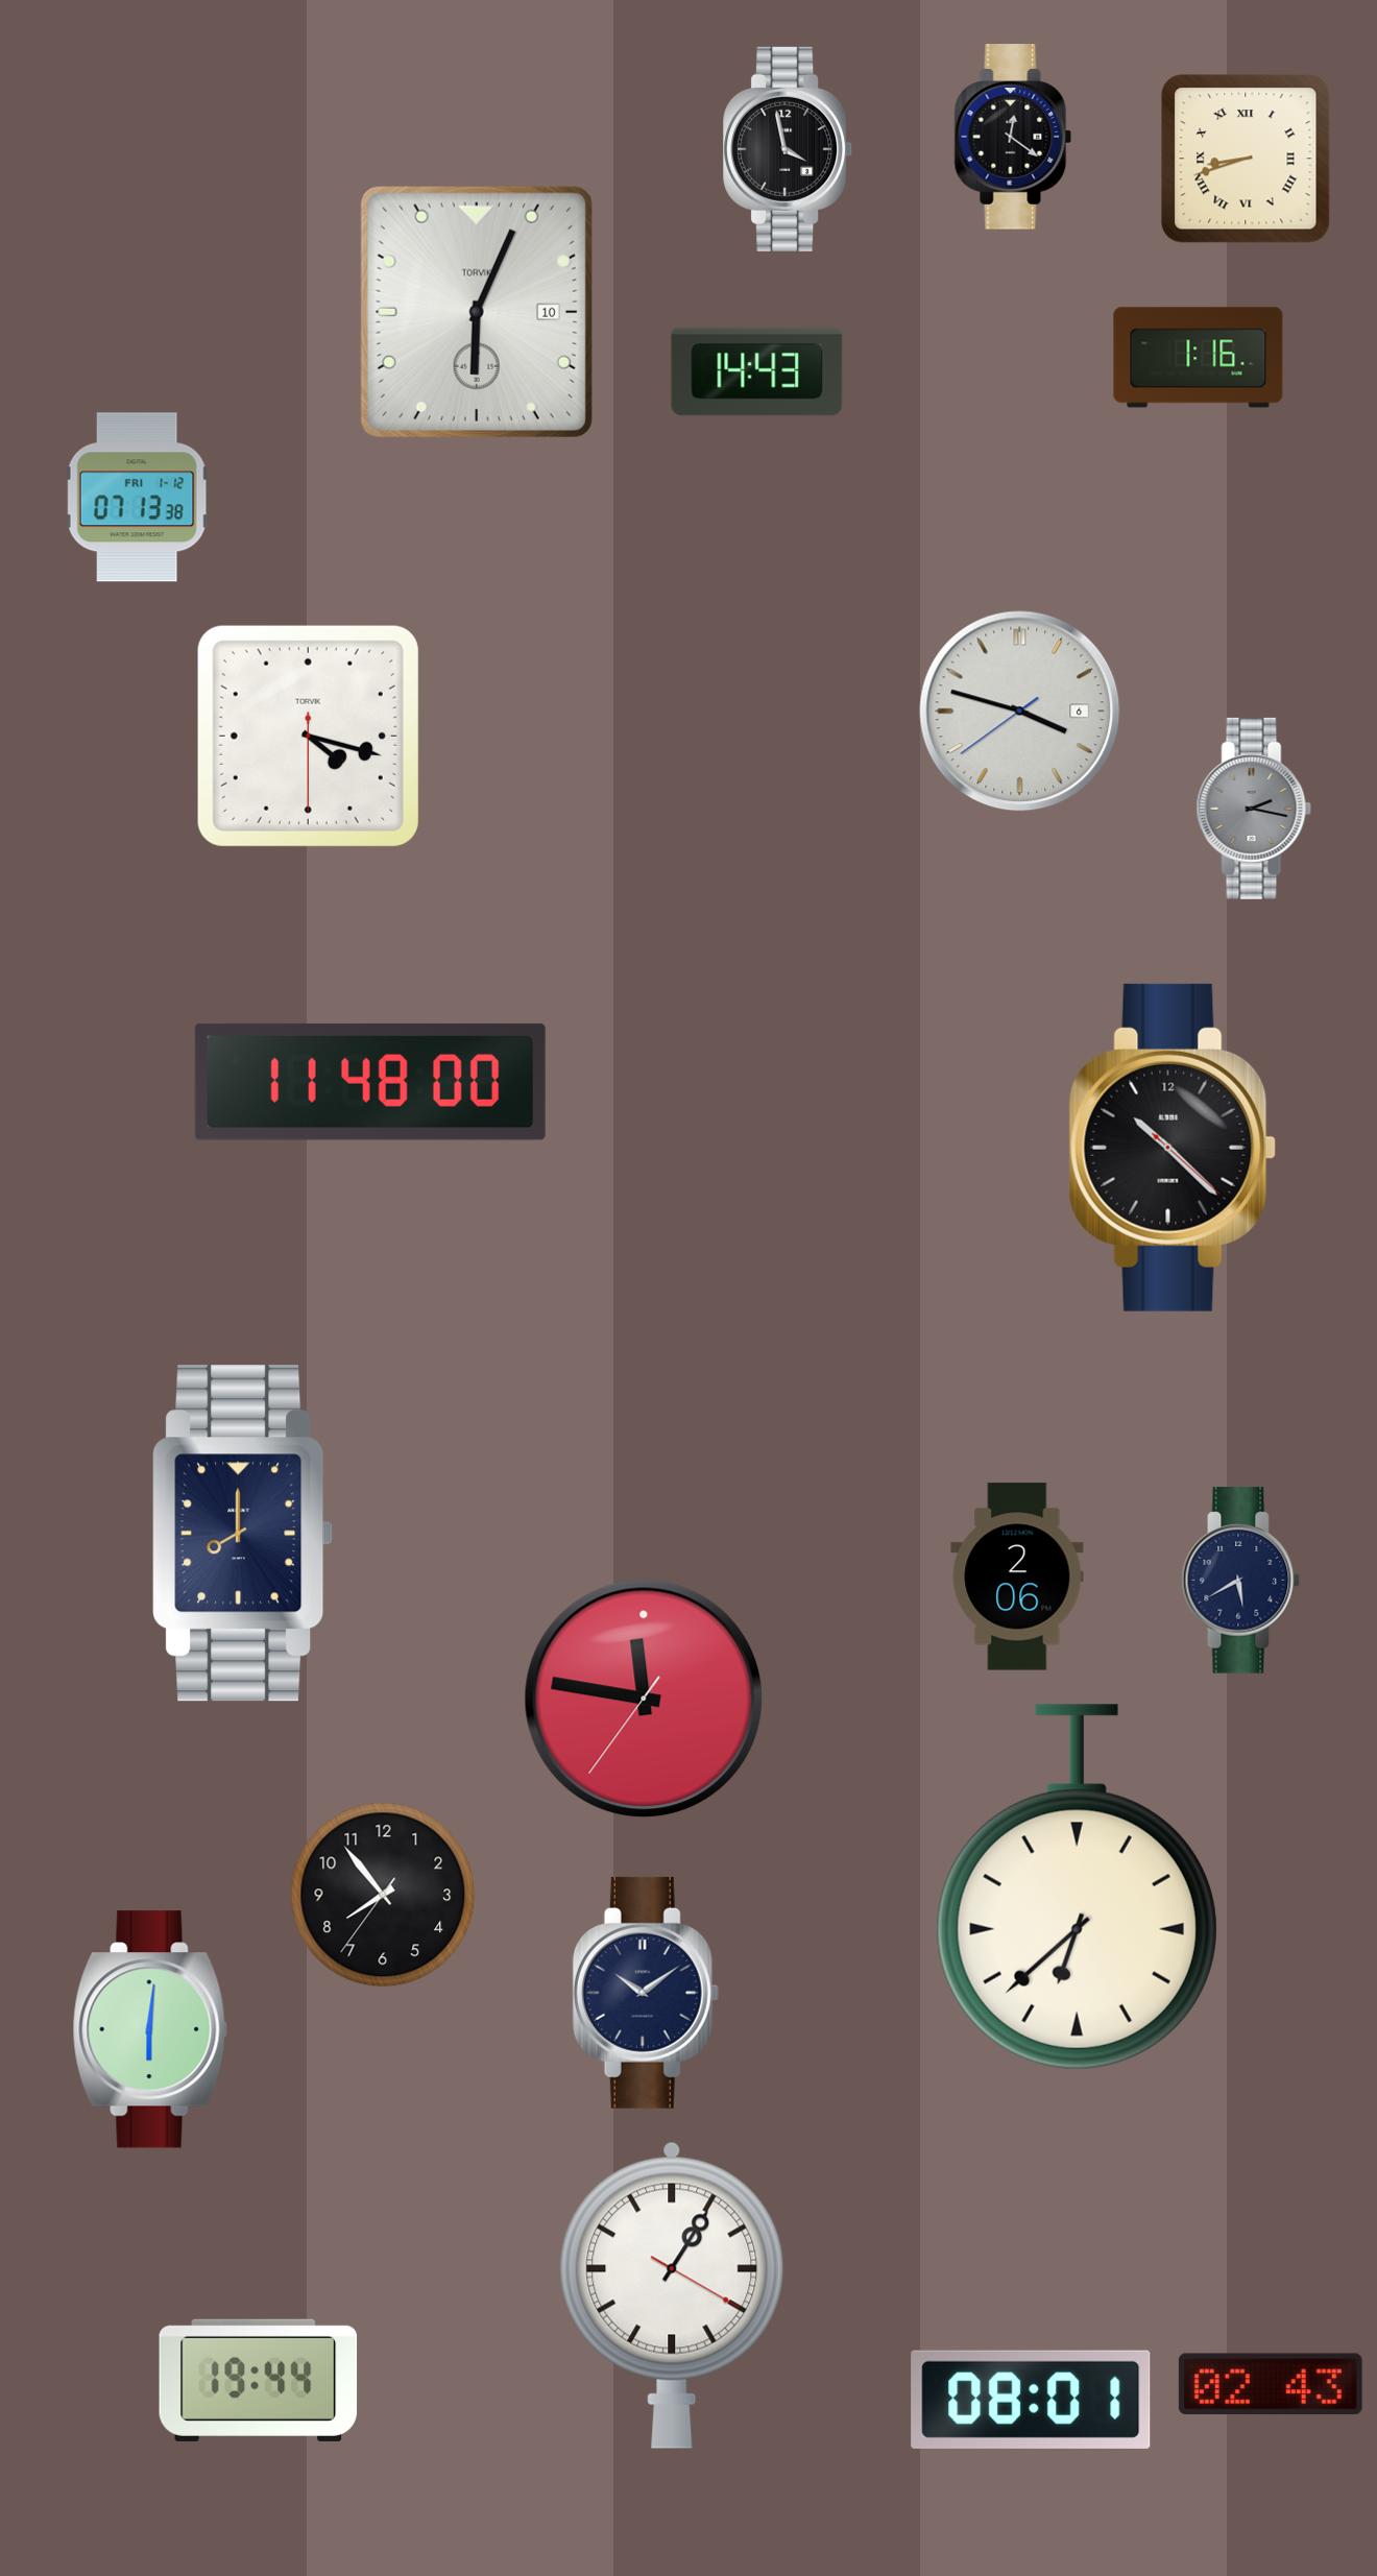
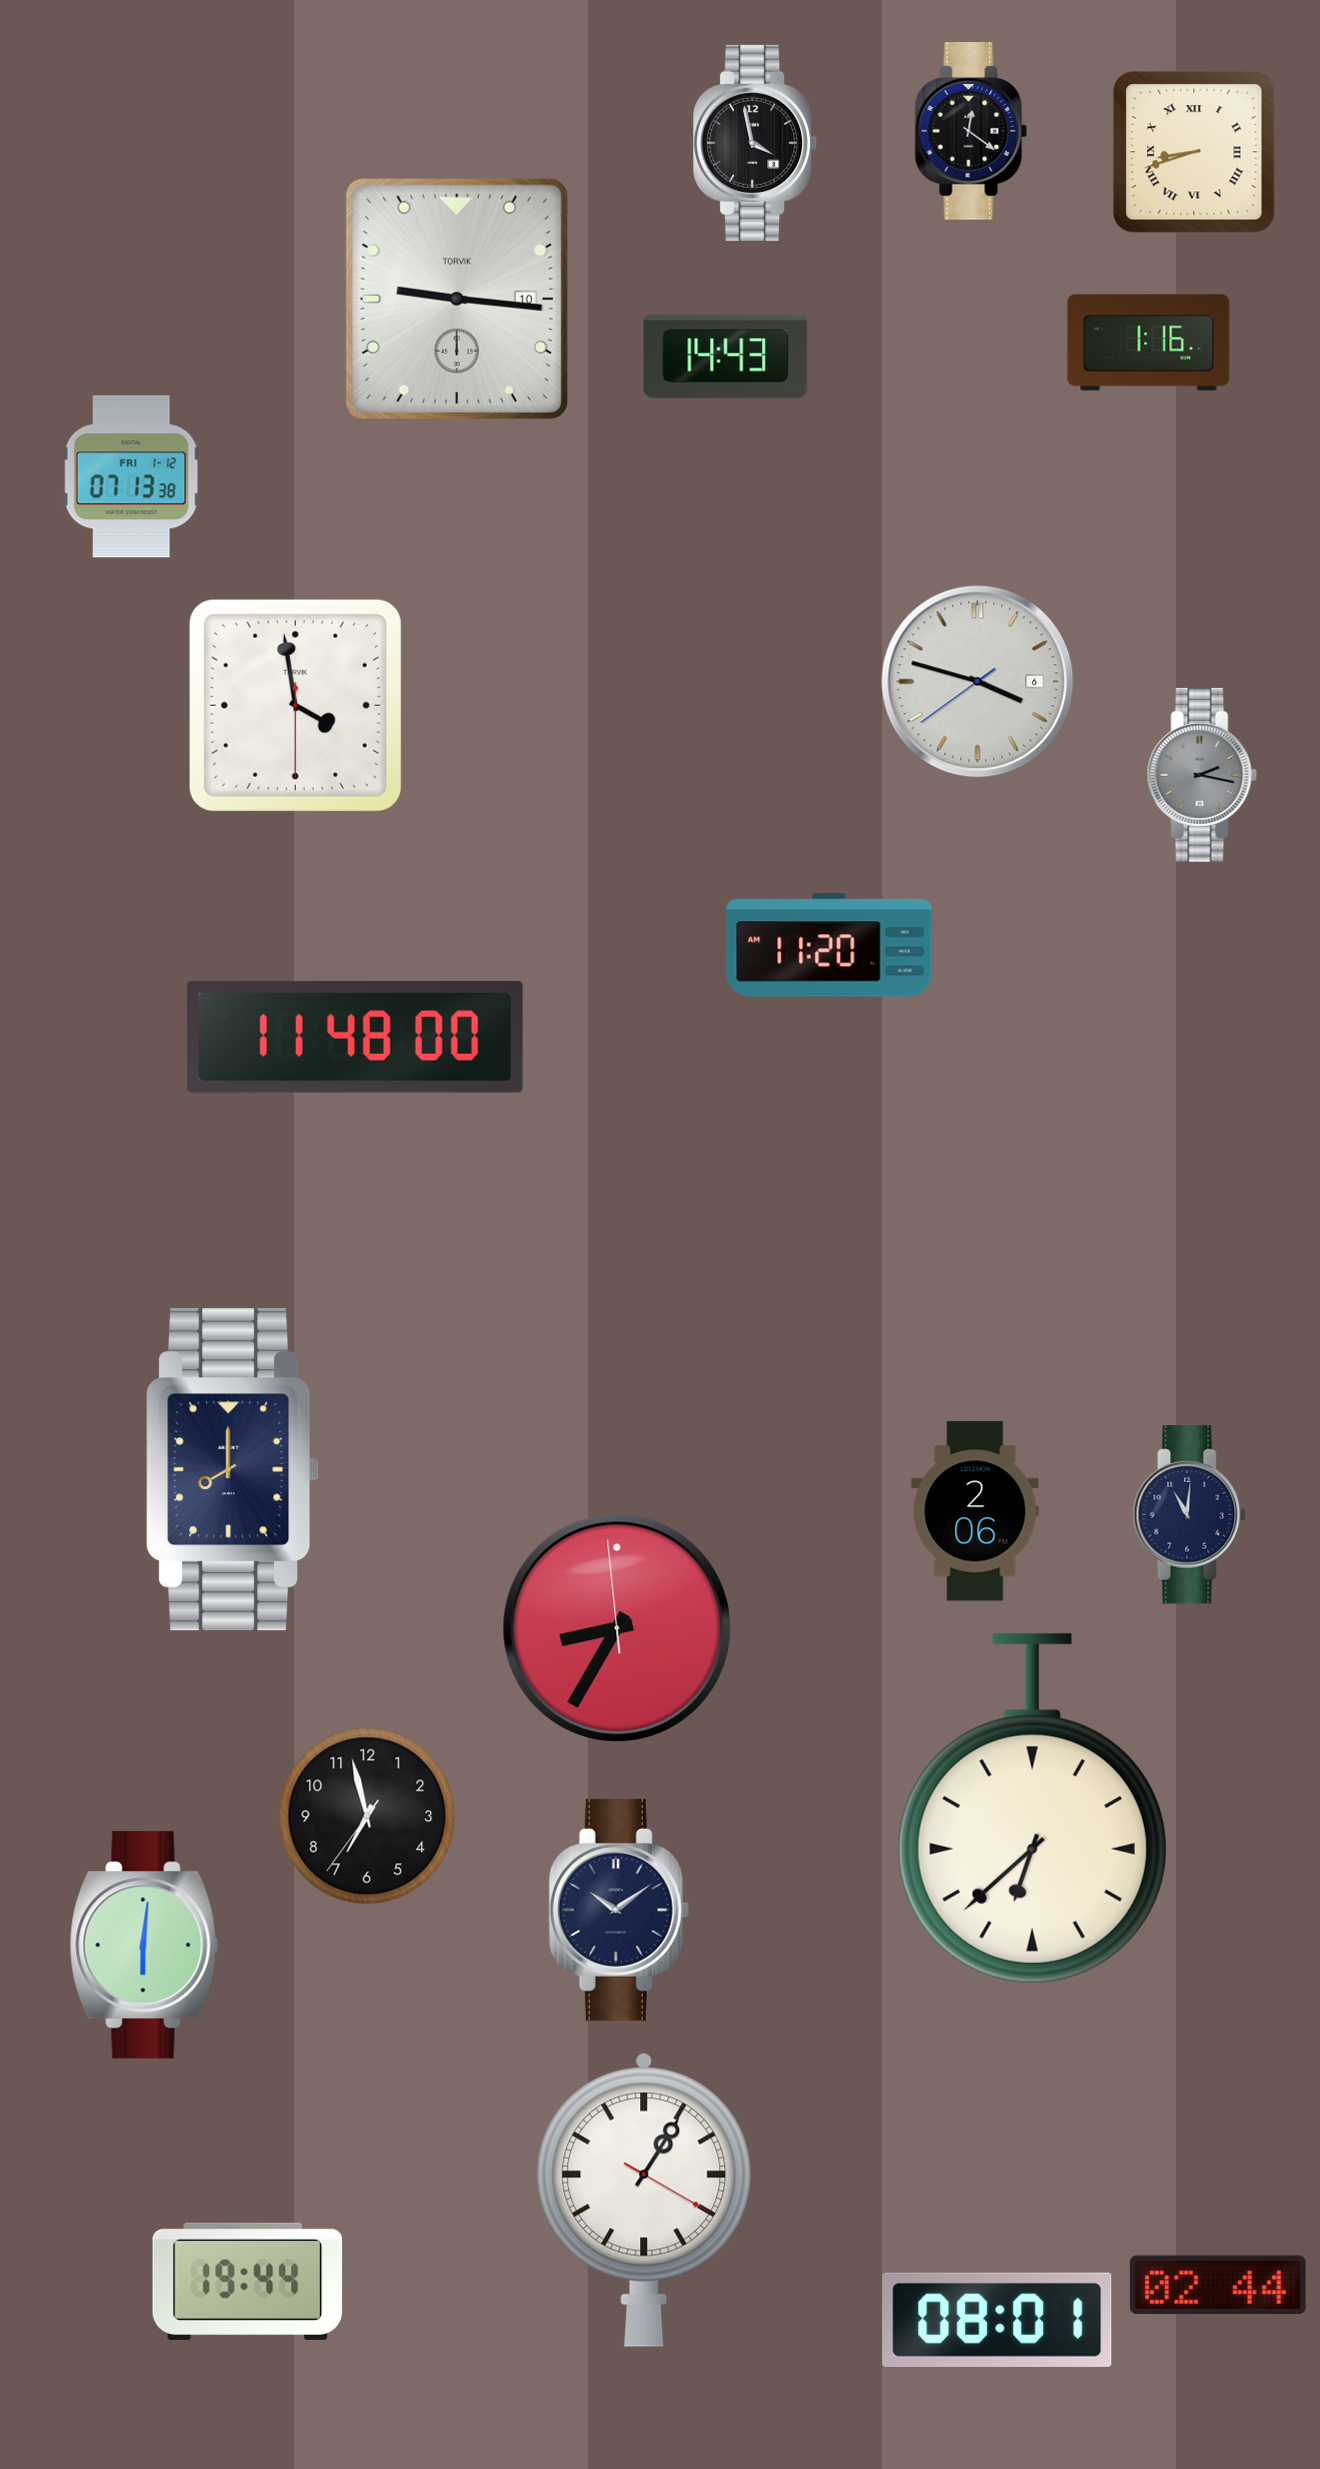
clock at (477, 312): 6:04 -> 9:16
clock at (308, 736): 4:17 -> 3:58
clock at (829, 945): none -> 11:20
clock at (1173, 1148): 10:22 -> none
clock at (1241, 1581): 5:40 -> 11:01
clock at (644, 1699): 11:46 -> 8:34
clock at (383, 1895): 7:53 -> 6:57
clock at (1271, 2384): 02:43 -> 02:44
clock at (1031, 2400) position: (1031, 2400) -> (997, 2320)
